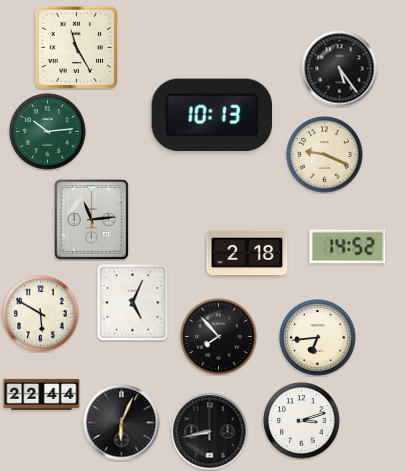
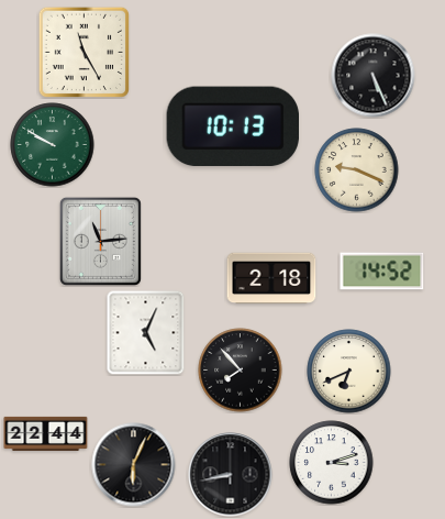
clock at (340, 69): 5:24 -> 5:26
clock at (48, 132): 10:14 -> 9:50
clock at (41, 314): 5:50 -> none
clock at (318, 338): 6:44 -> 6:41
